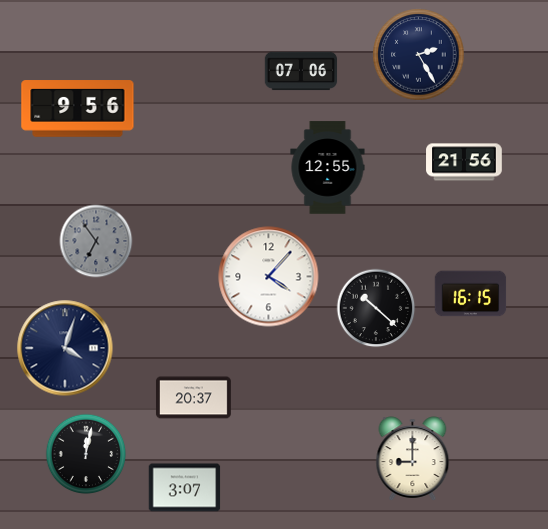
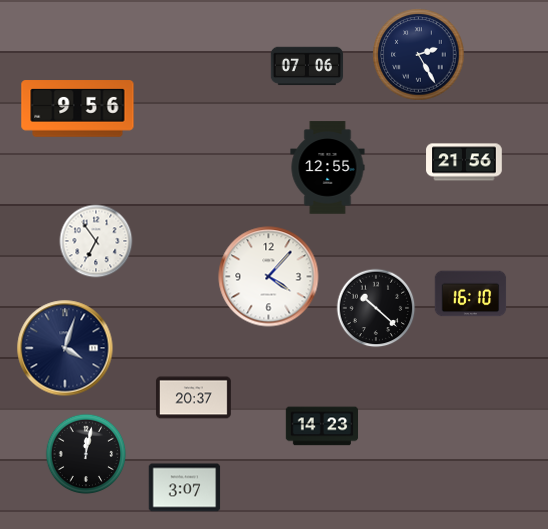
clock at (301, 71) position: (301, 71) -> (307, 66)
clock at (96, 241) dial: grey -> white
clock at (471, 294): 16:15 -> 16:10
clock at (322, 426): none -> 14:23
clock at (413, 459): 9:00 -> none
